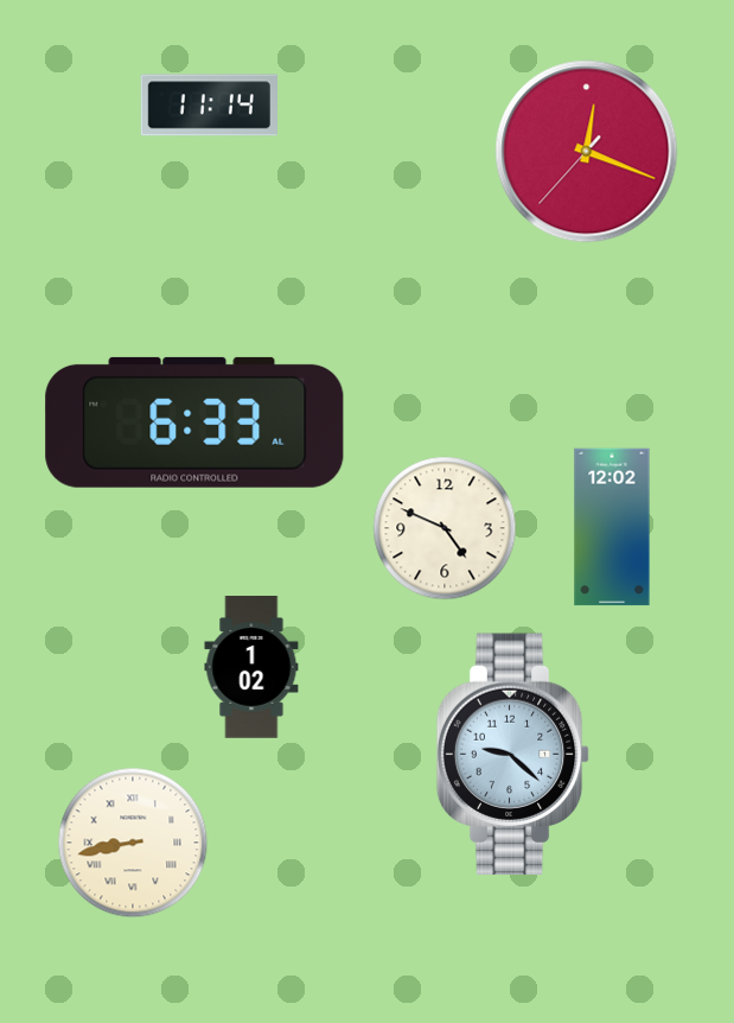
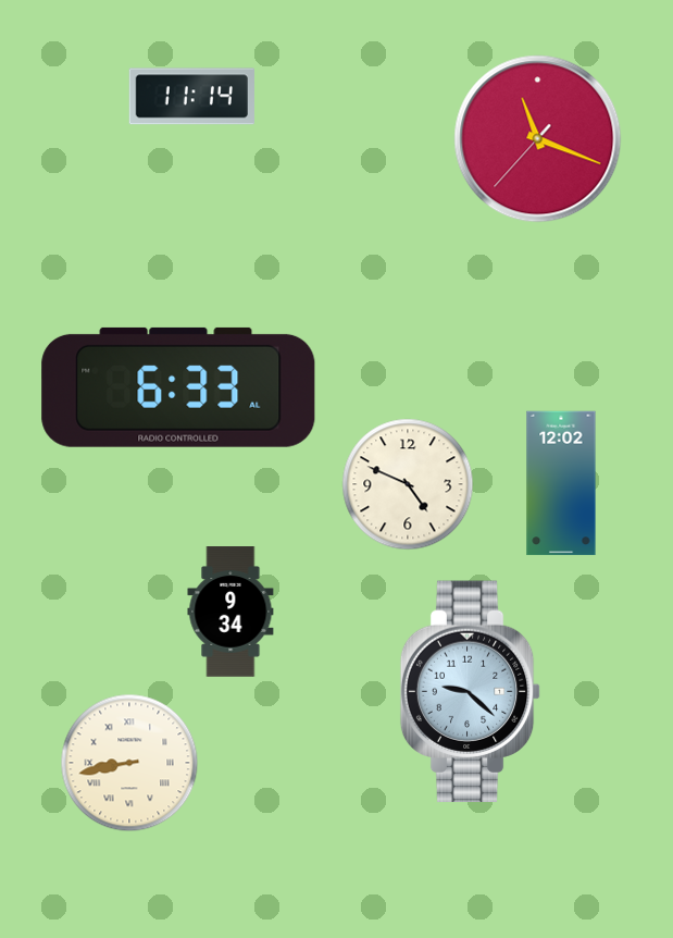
clock at (587, 152): 12:18 -> 11:18
clock at (251, 667): 1:02 -> 9:34
clock at (133, 843) position: (133, 843) -> (129, 763)
